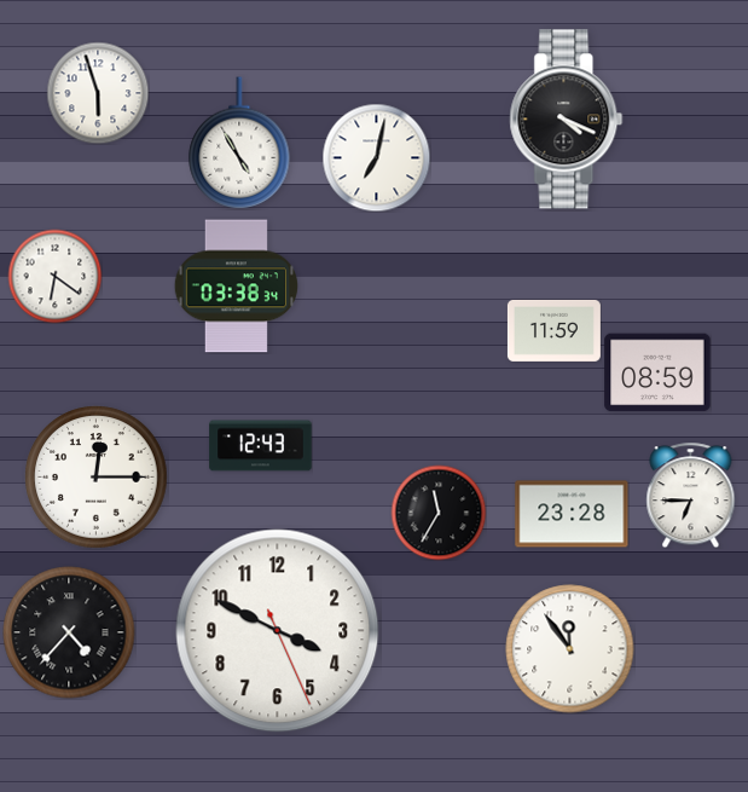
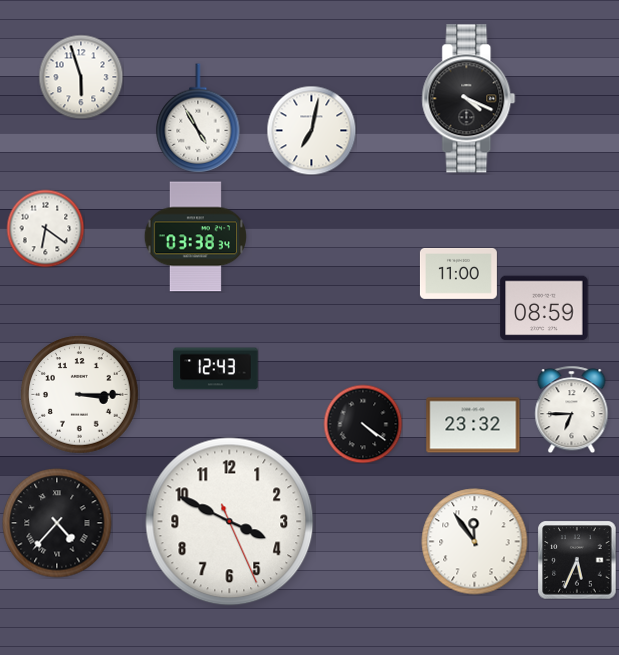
clock at (553, 330): 11:59 -> 11:00
clock at (97, 478): 12:15 -> 3:15
clock at (439, 513): 11:35 -> 4:21
clock at (572, 514): 23:28 -> 23:32
clock at (570, 649) position: (570, 649) -> (475, 542)
clock at (577, 560): none -> 5:34
